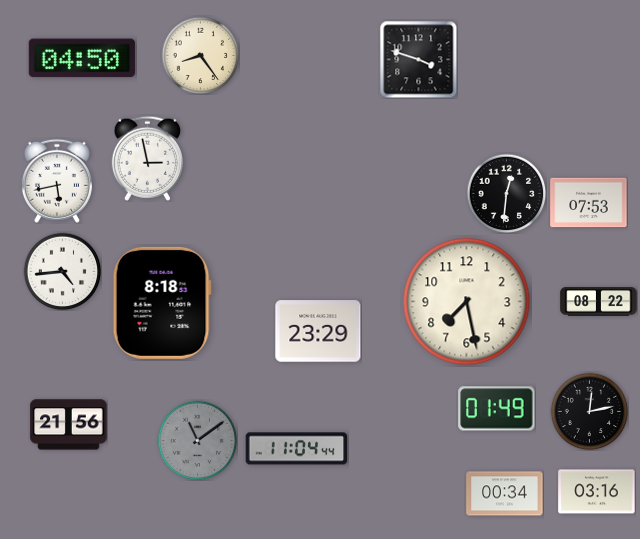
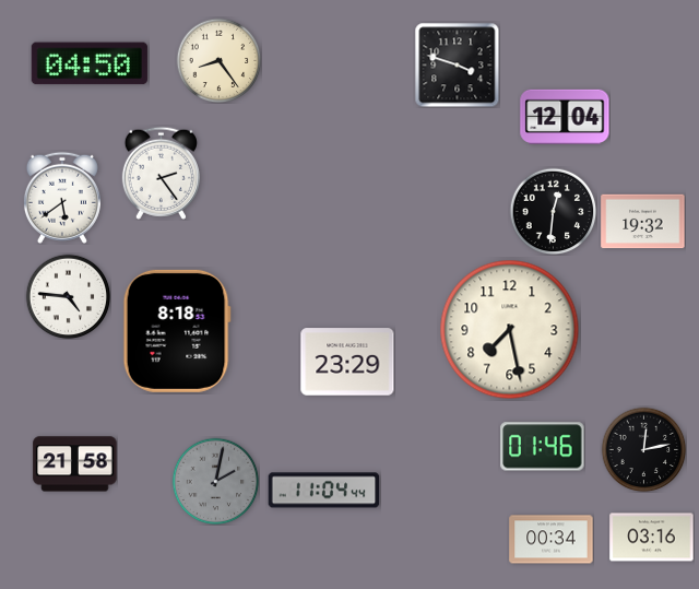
clock at (565, 116): none -> 12:04
clock at (147, 158): 2:58 -> 2:24
clock at (57, 181): 5:43 -> 5:39
clock at (589, 203): 07:53 -> 19:32
clock at (62, 271): 4:44 -> 4:46
clock at (599, 302): 08:22 -> none
clock at (497, 409): 01:49 -> 01:46
clock at (69, 425): 21:56 -> 21:58
clock at (197, 440): 11:09 -> 2:02
